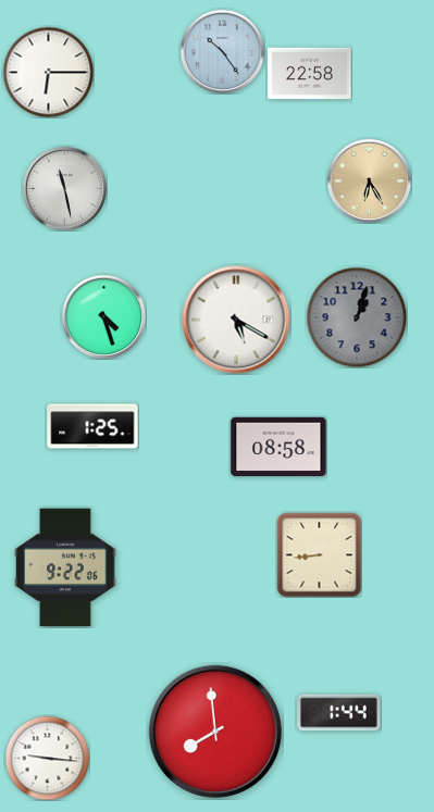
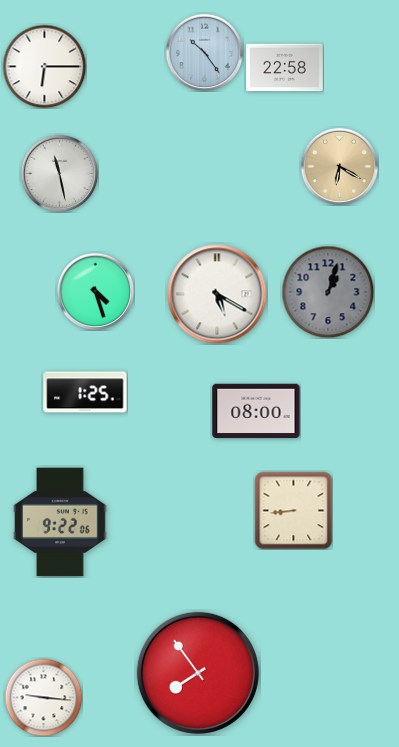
clock at (222, 51) position: (222, 51) -> (204, 52)
clock at (369, 180): 6:25 -> 6:20
clock at (278, 447): 08:58 -> 08:00
clock at (339, 713): 1:44 -> none
clock at (215, 732): 7:59 -> 7:54
